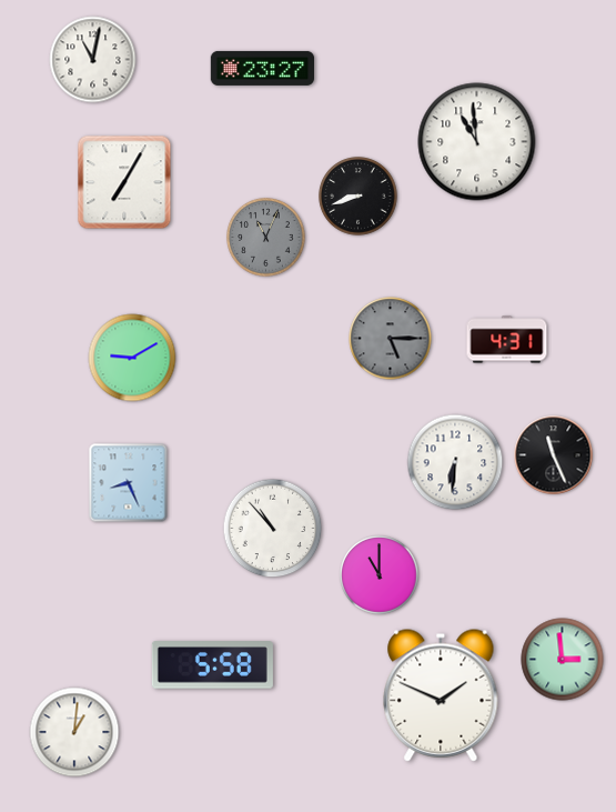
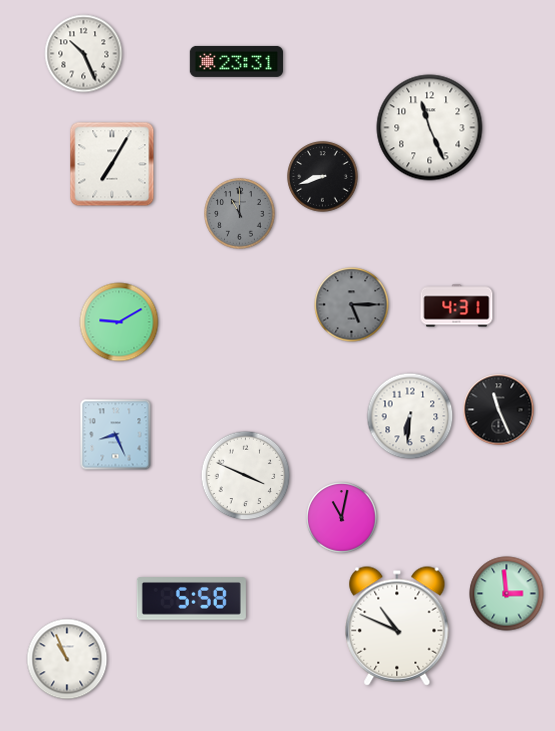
clock at (93, 60): 11:02 -> 10:26
clock at (263, 68): 23:27 -> 23:31
clock at (477, 142): 10:59 -> 11:26
clock at (266, 238): 11:04 -> 11:00
clock at (273, 529): 10:53 -> 3:49
clock at (380, 575): 11:00 -> 11:02
clock at (441, 695): 1:49 -> 10:49
clock at (74, 732): 1:01 -> 10:56
